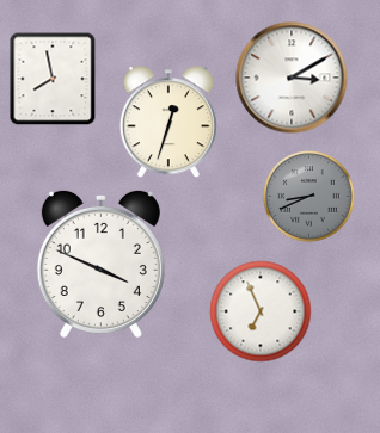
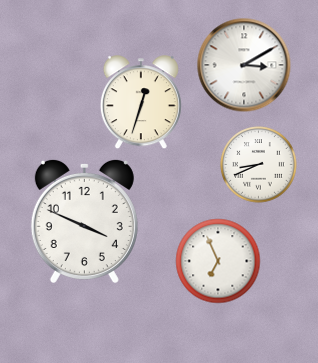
clock at (53, 79): 7:58 -> none
clock at (309, 197) dial: grey -> white
